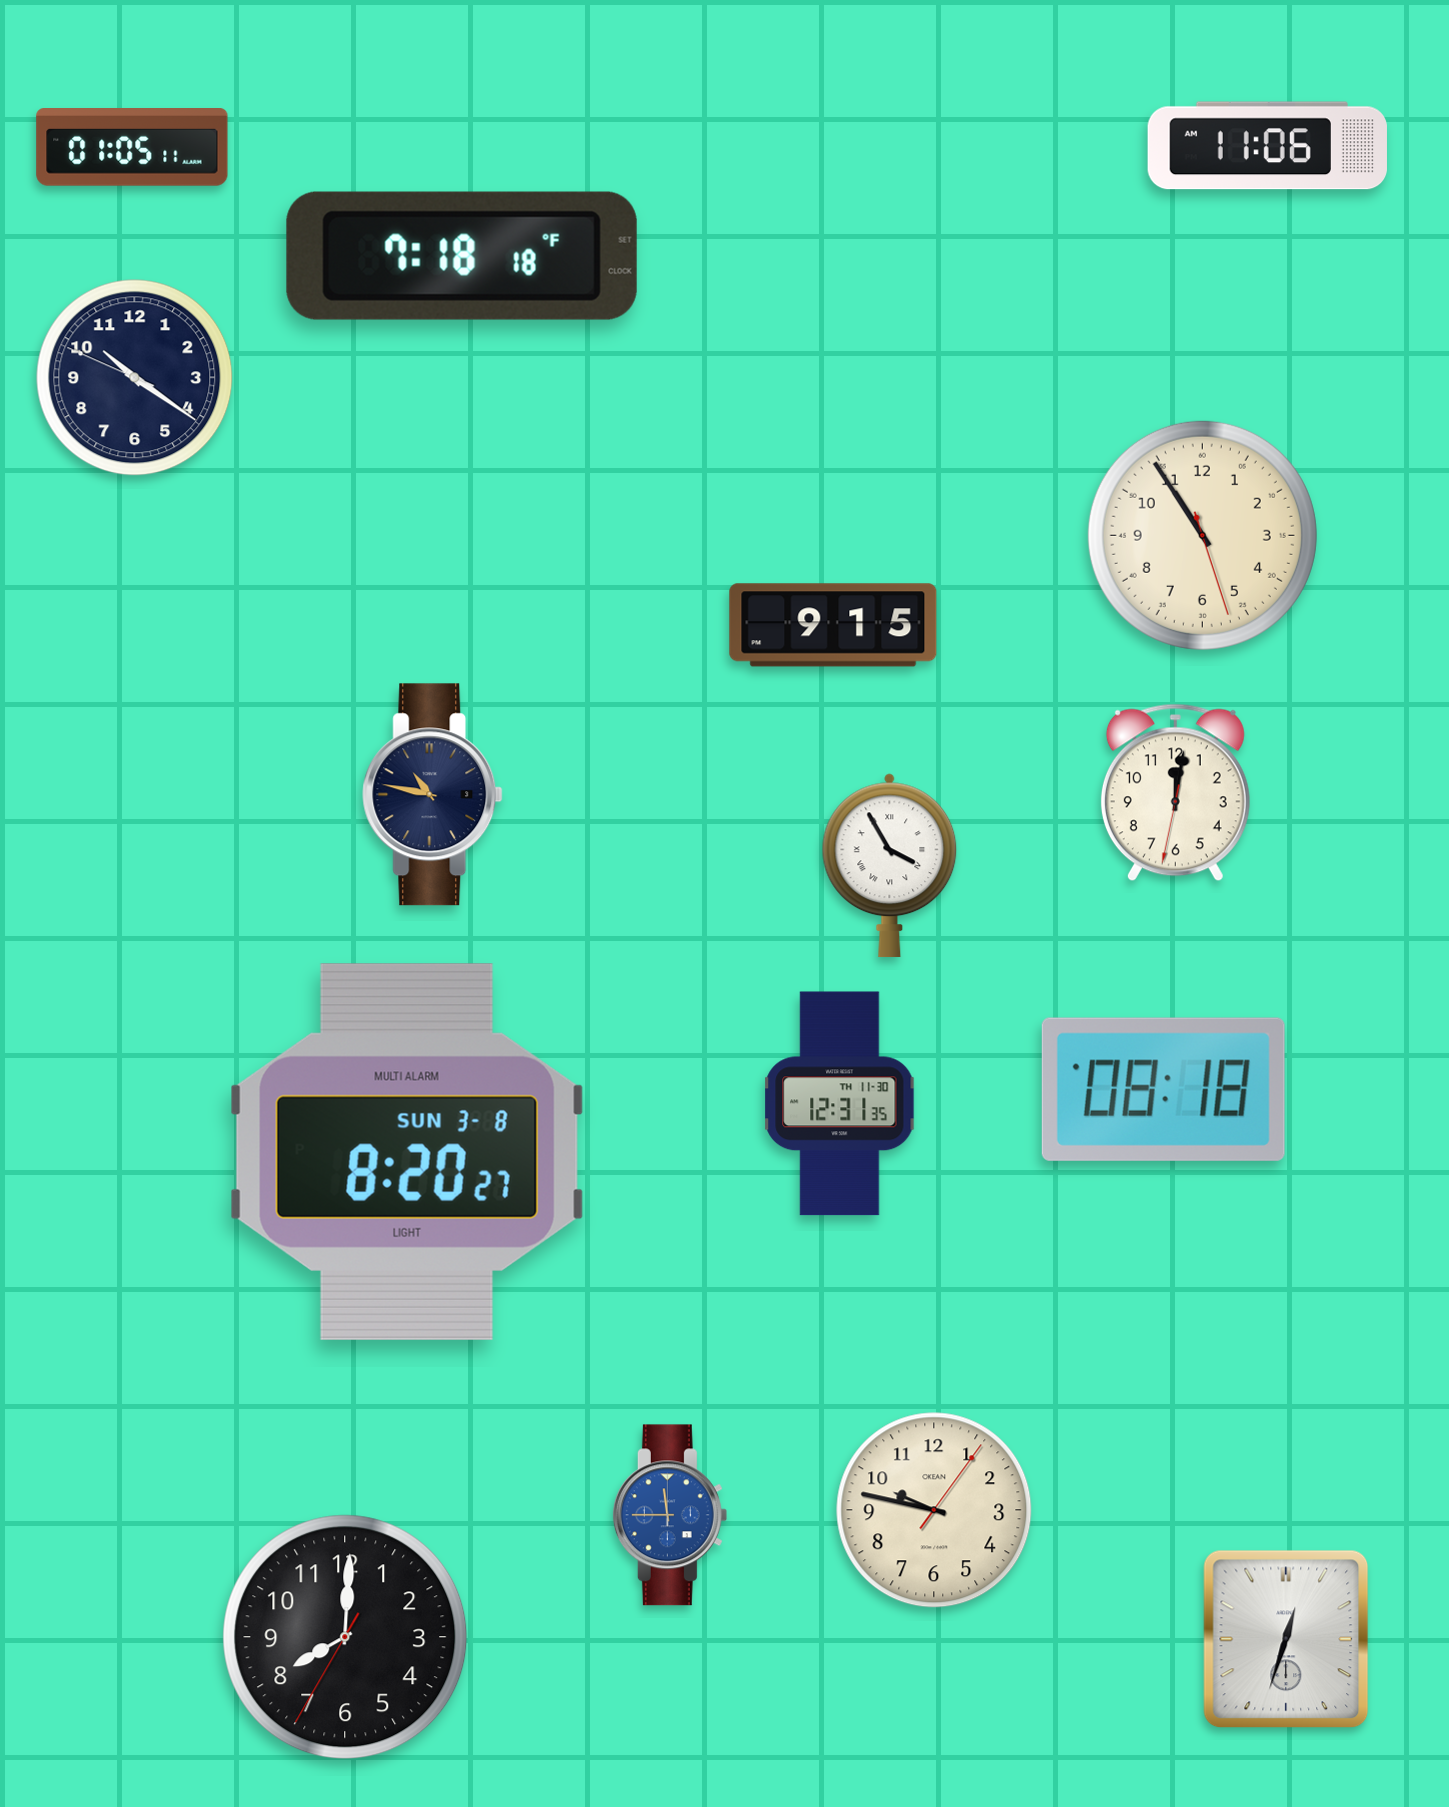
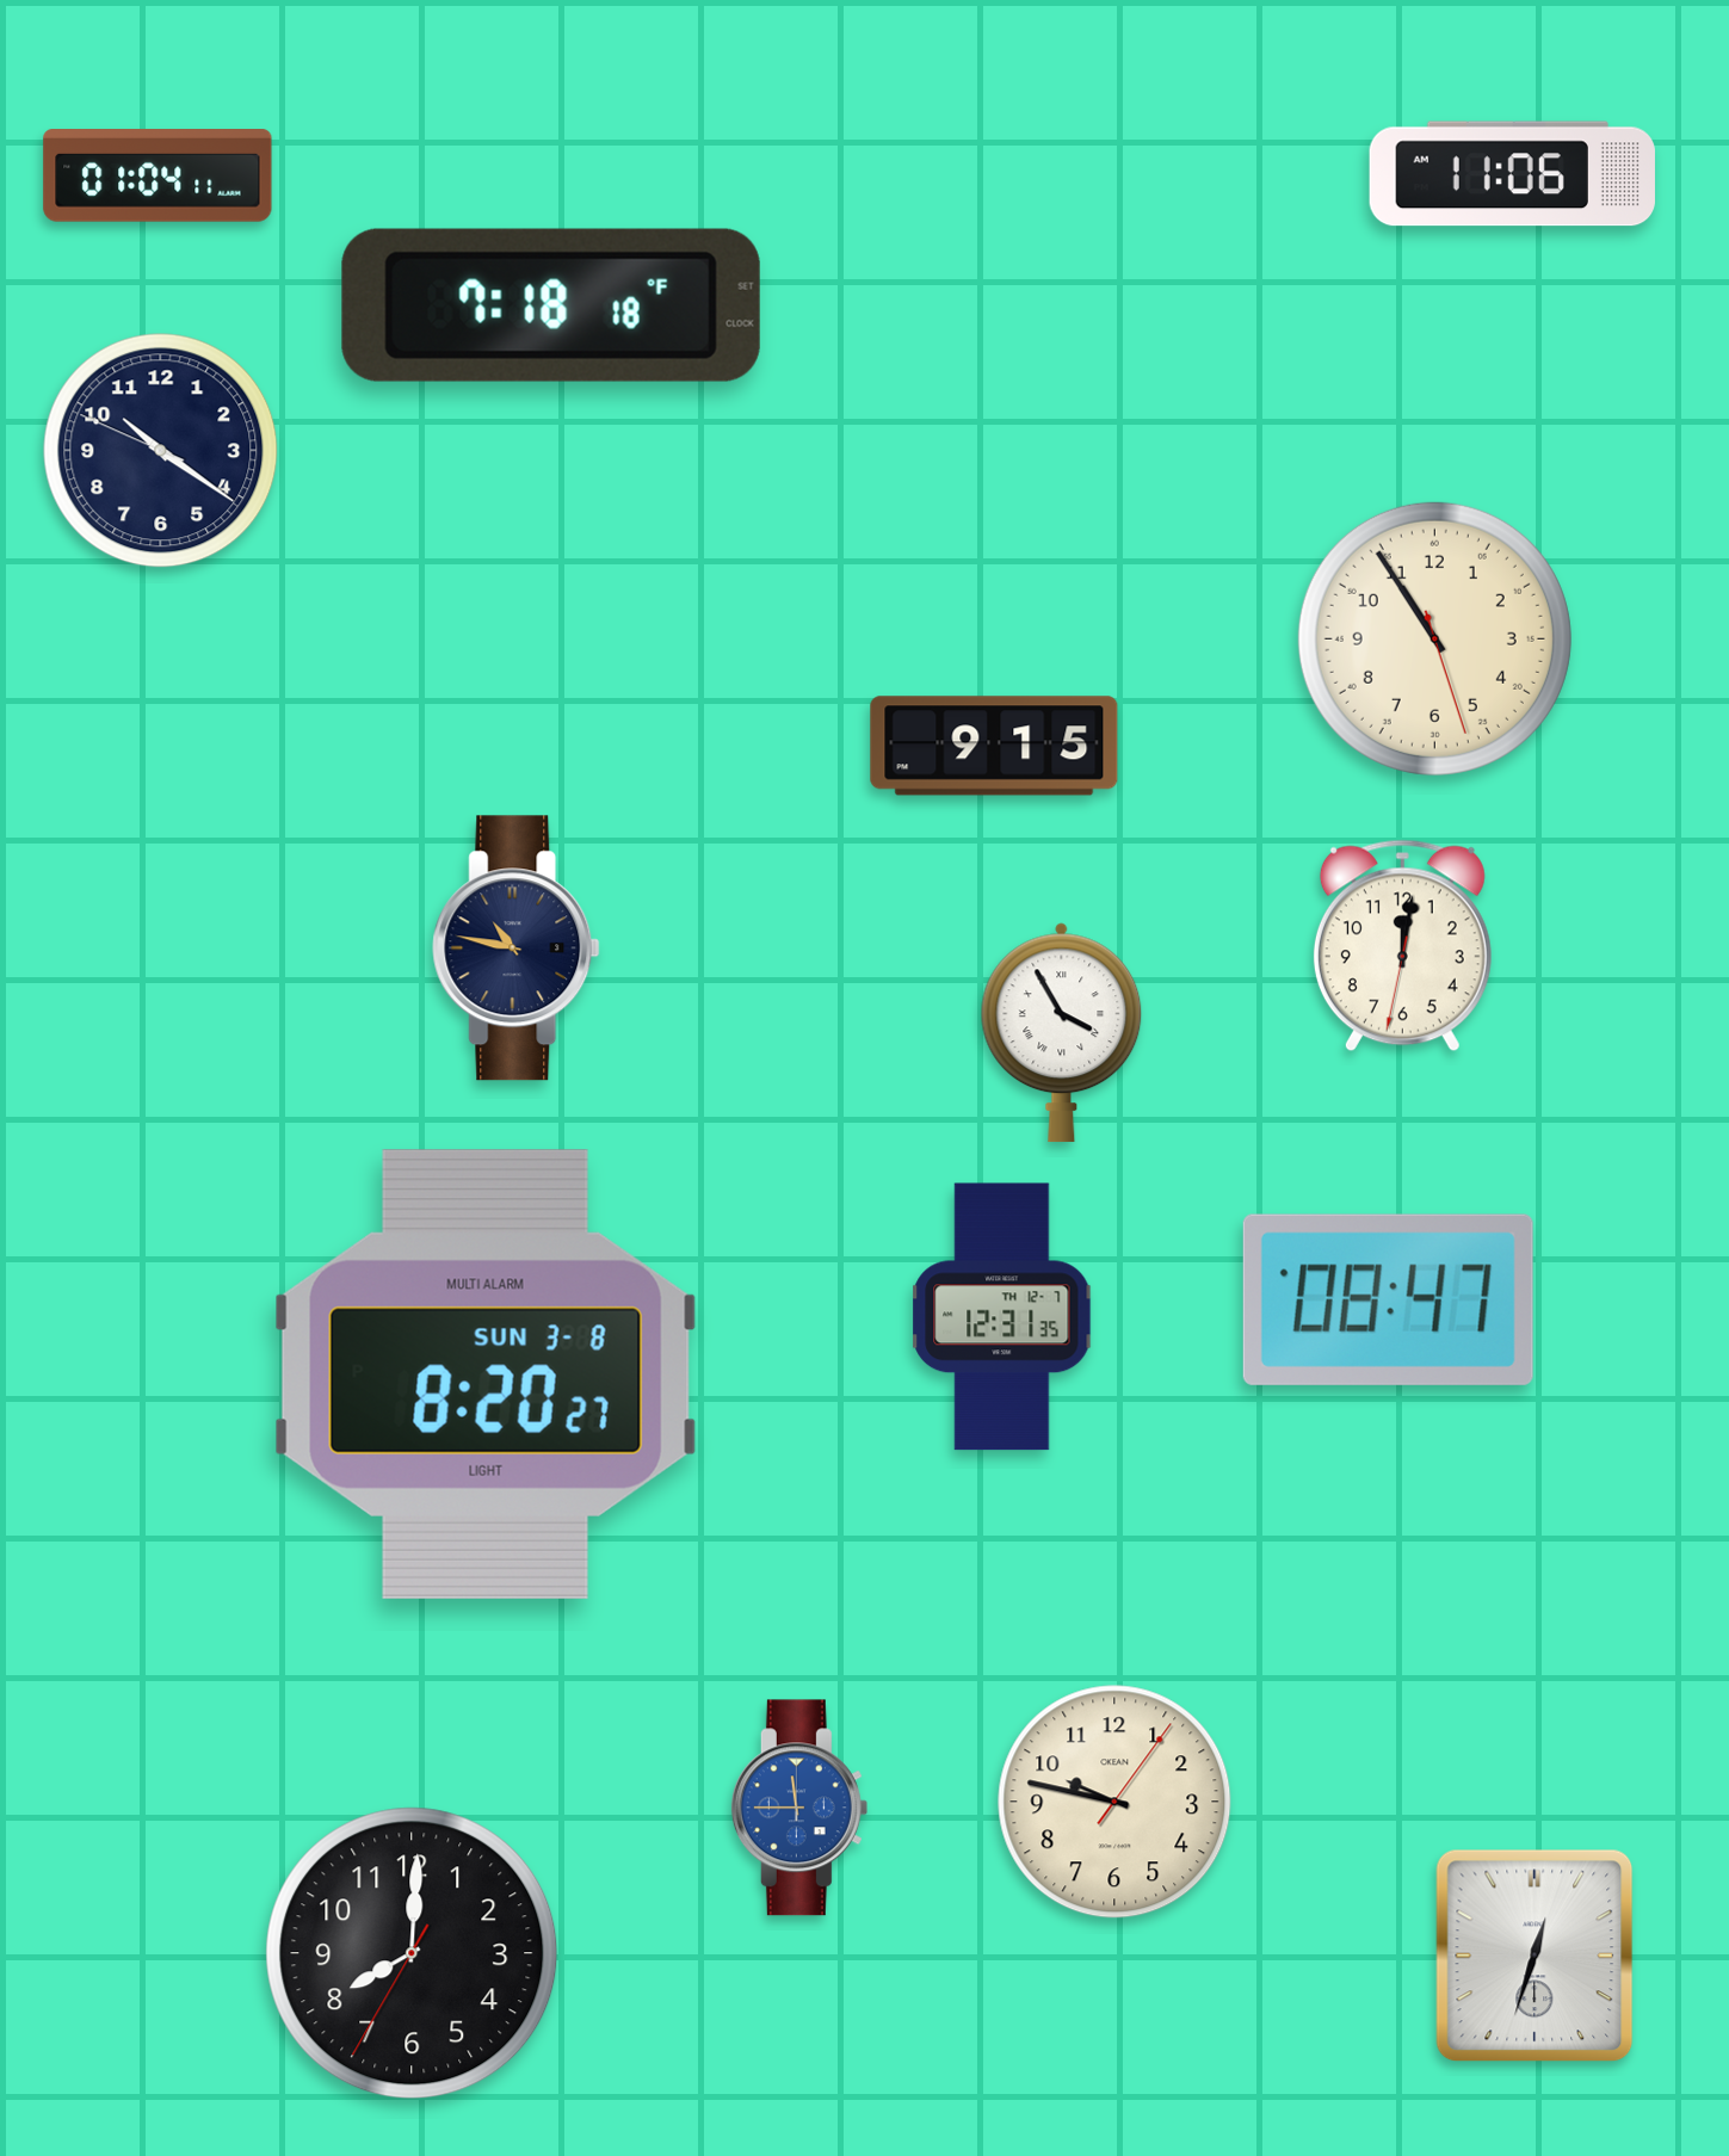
clock at (132, 148): 01:05 -> 01:04
clock at (1163, 1089): 08:18 -> 08:47
clock at (840, 1104) date: TH 11-30 -> TH 12-7
